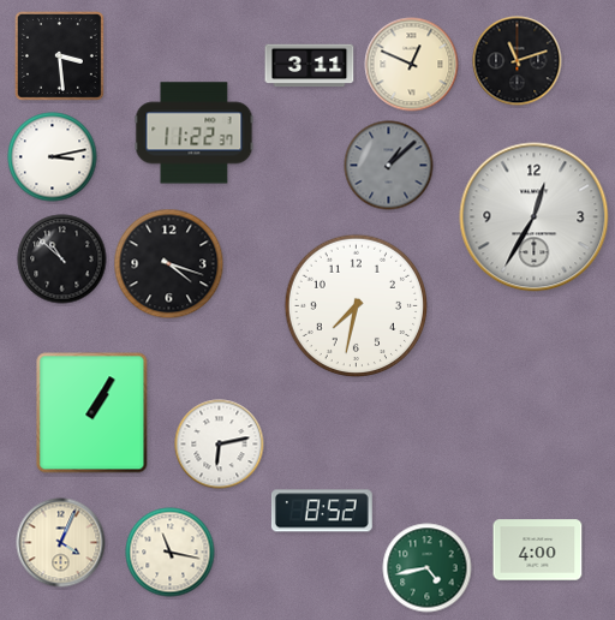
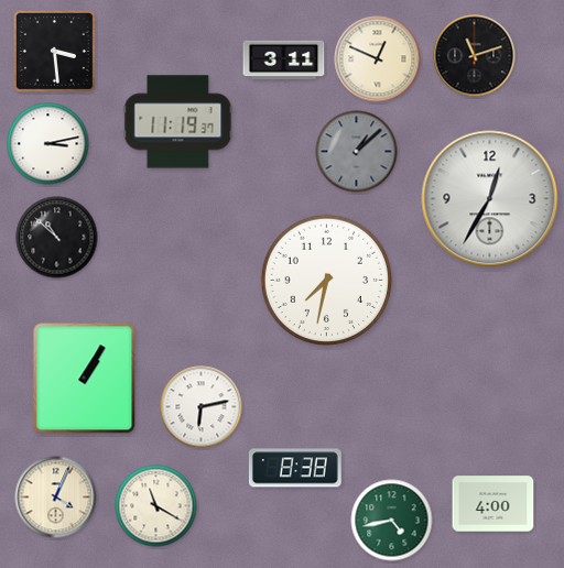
clock at (195, 133): 11:22 -> 11:19
clock at (169, 264): 4:18 -> none
clock at (322, 511): 8:52 -> 8:38
clock at (171, 553): 11:17 -> 11:20
